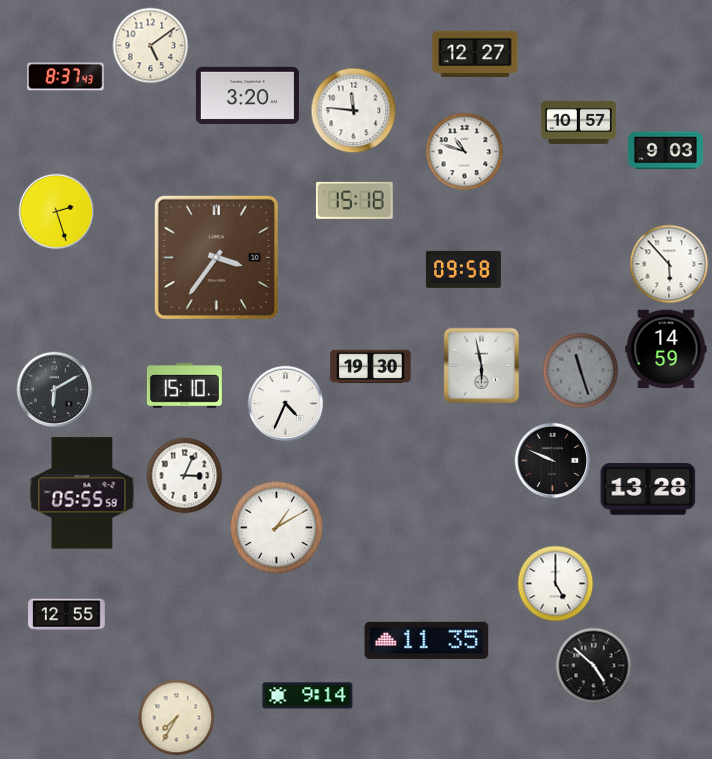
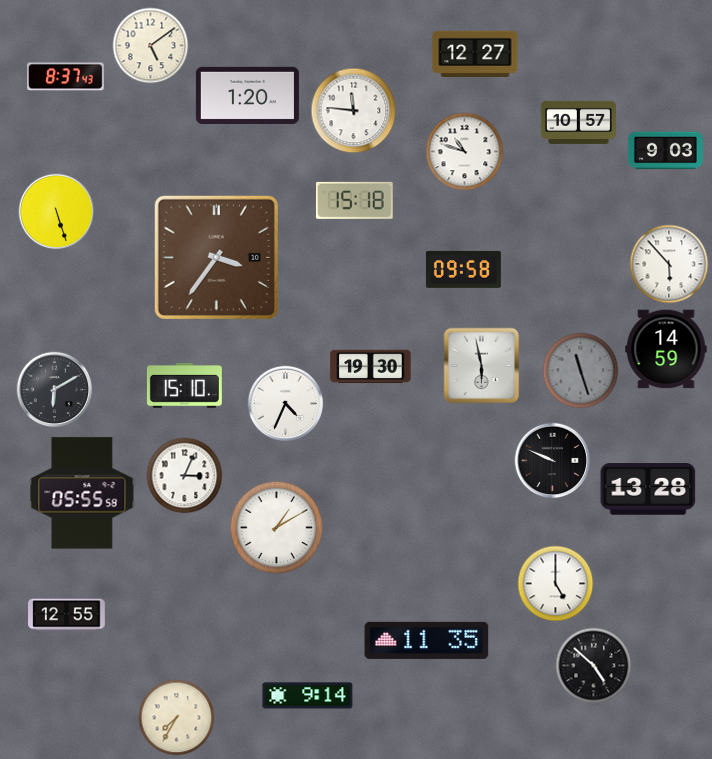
clock at (247, 95): 3:20 -> 1:20
clock at (57, 212): 2:27 -> 5:27
